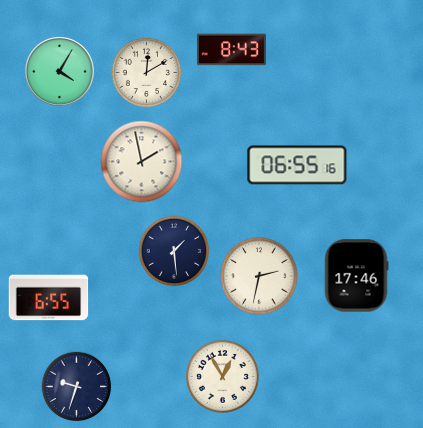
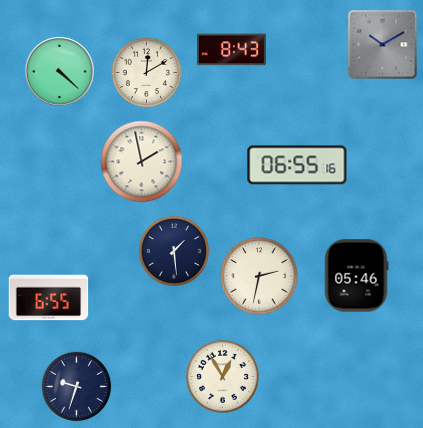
clock at (383, 45): none -> 10:10
clock at (60, 72): 4:05 -> 4:22
clock at (356, 276): 17:46 -> 05:46
